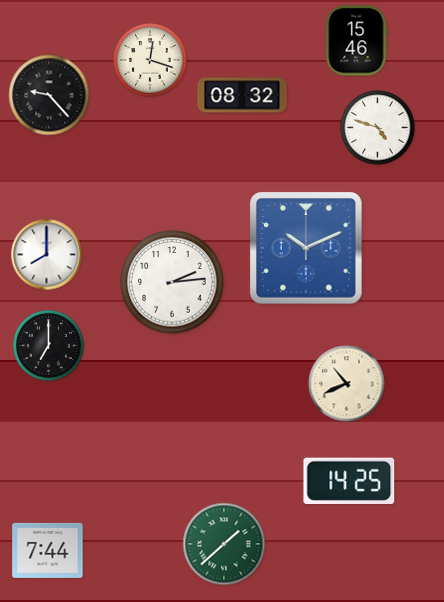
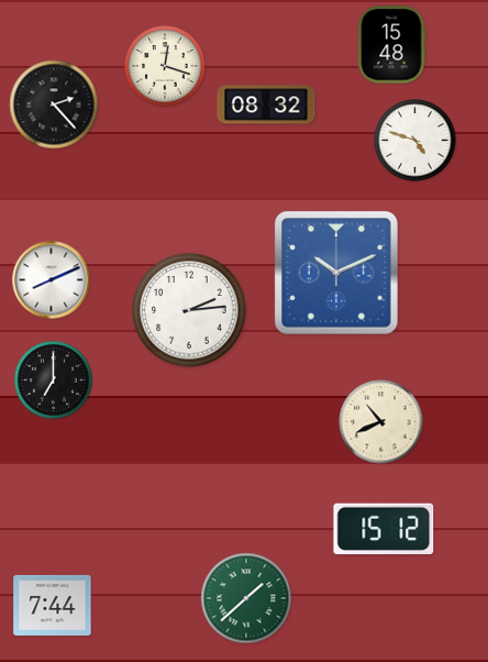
clock at (357, 41): 15:46 -> 15:48
clock at (49, 95): 9:23 -> 2:23
clock at (47, 255): 8:00 -> 8:11
clock at (349, 481): 14:25 -> 15:12
